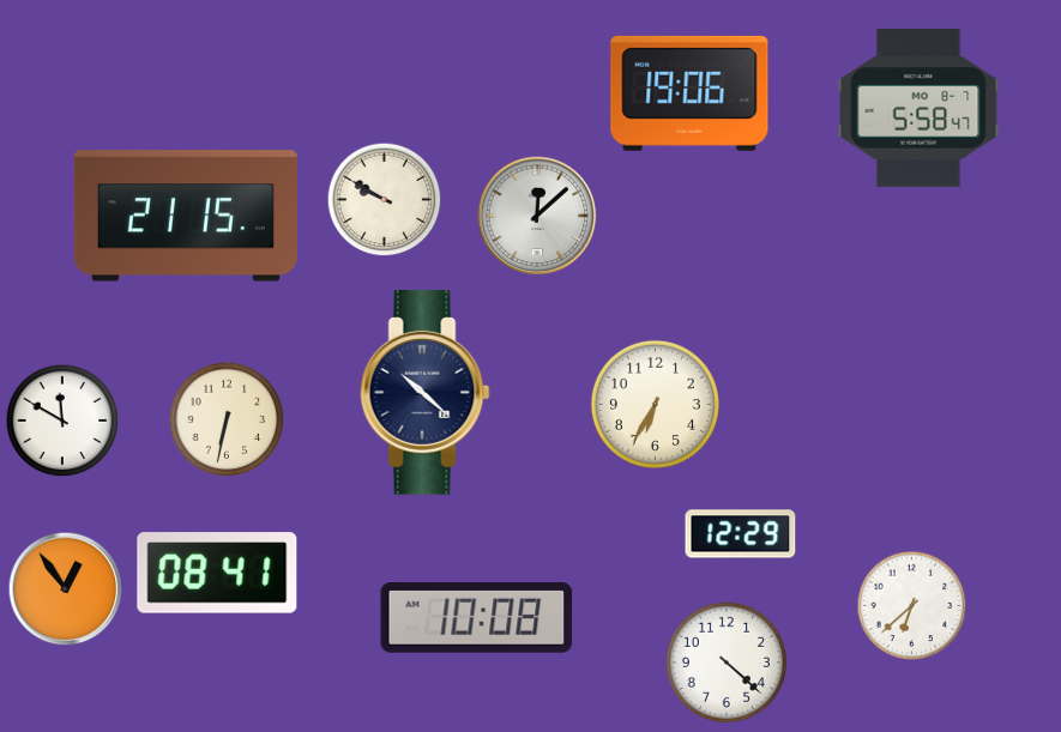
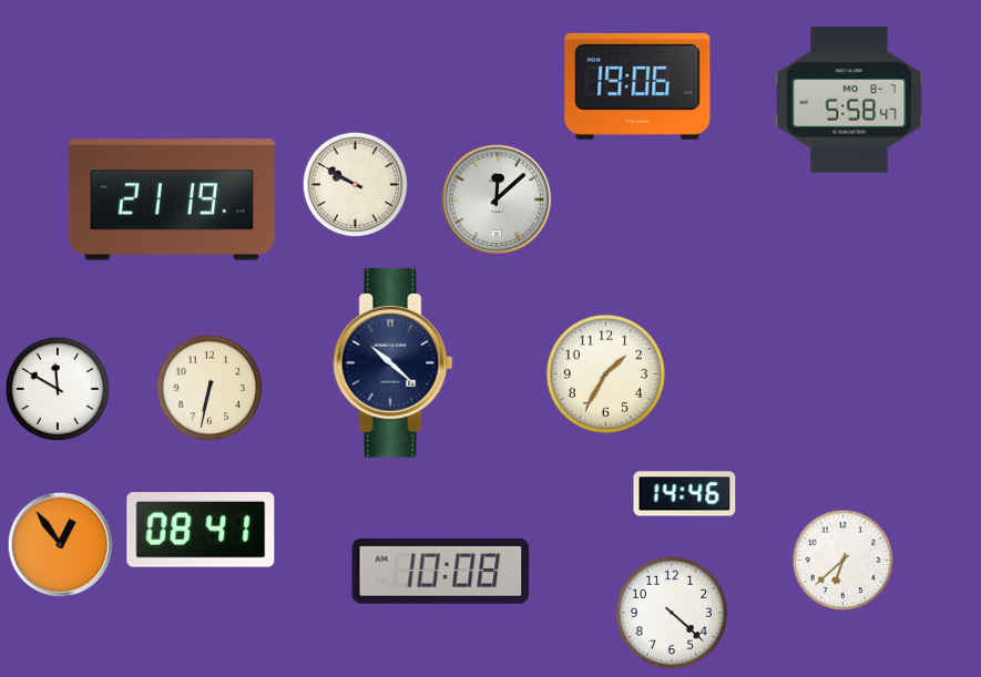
clock at (186, 216): 21:15 -> 21:19
clock at (655, 404): 6:35 -> 1:35
clock at (741, 534): 12:29 -> 14:46
